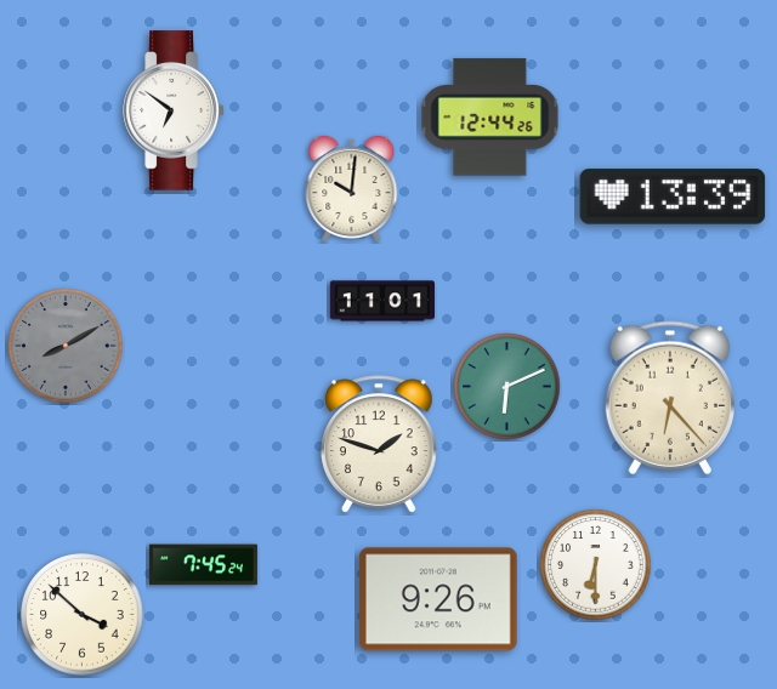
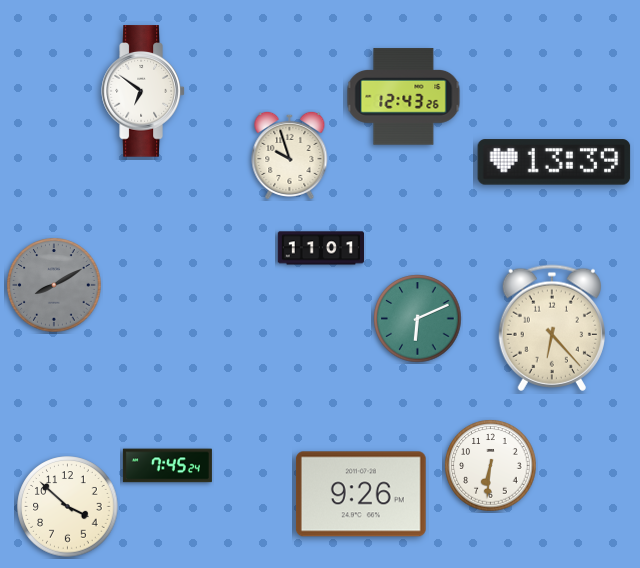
clock at (490, 118): 12:44 -> 12:43
clock at (352, 188): 10:01 -> 9:57
clock at (381, 301) position: (381, 301) -> (320, 248)
clock at (379, 444): 1:48 -> none
clock at (596, 565): 6:30 -> 6:31
